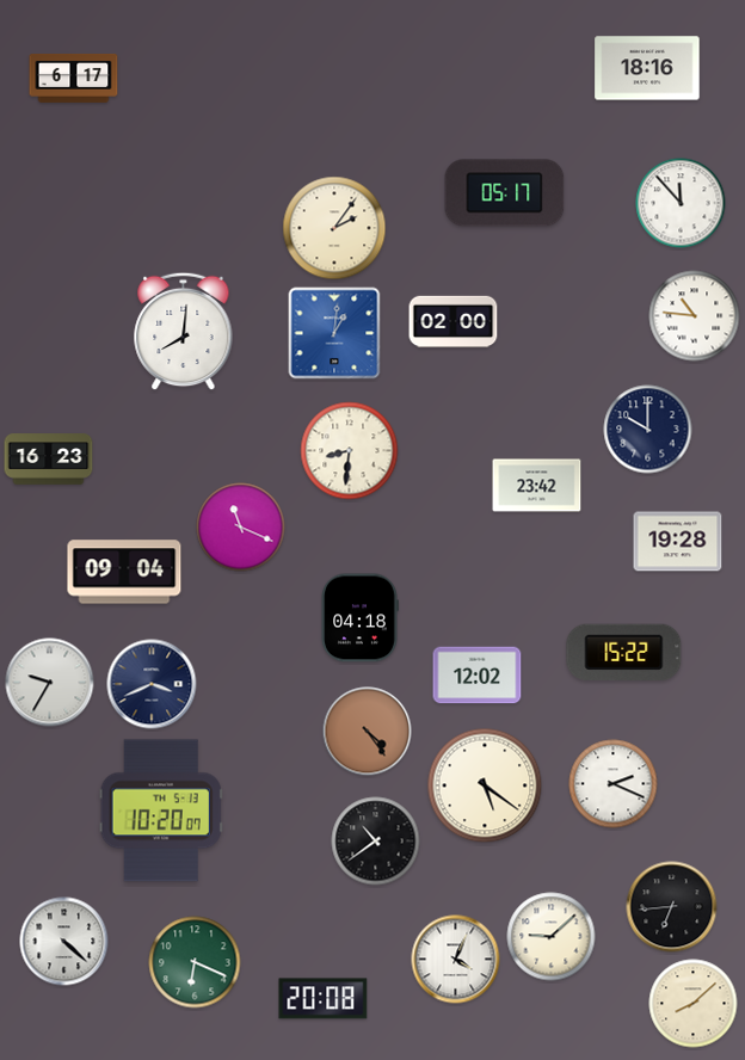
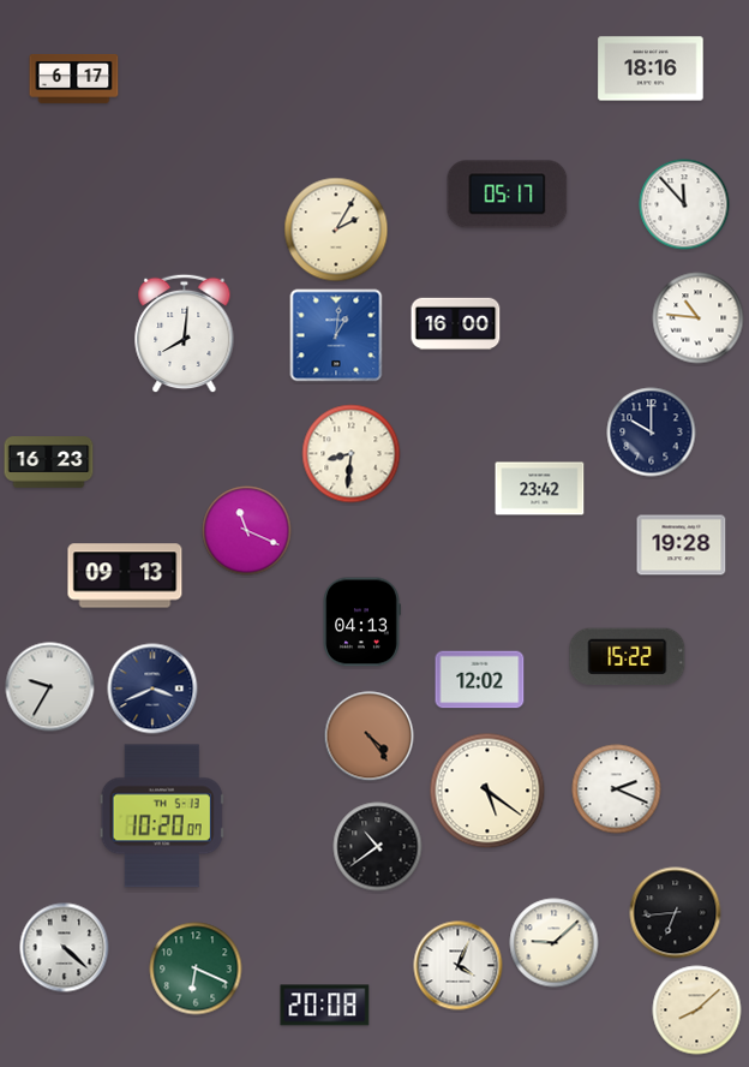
clock at (334, 228): 2:06 -> 2:05
clock at (454, 322): 02:00 -> 16:00
clock at (241, 528) position: (241, 528) -> (247, 531)
clock at (124, 572): 09:04 -> 09:13
clock at (359, 618): 04:18 -> 04:13
